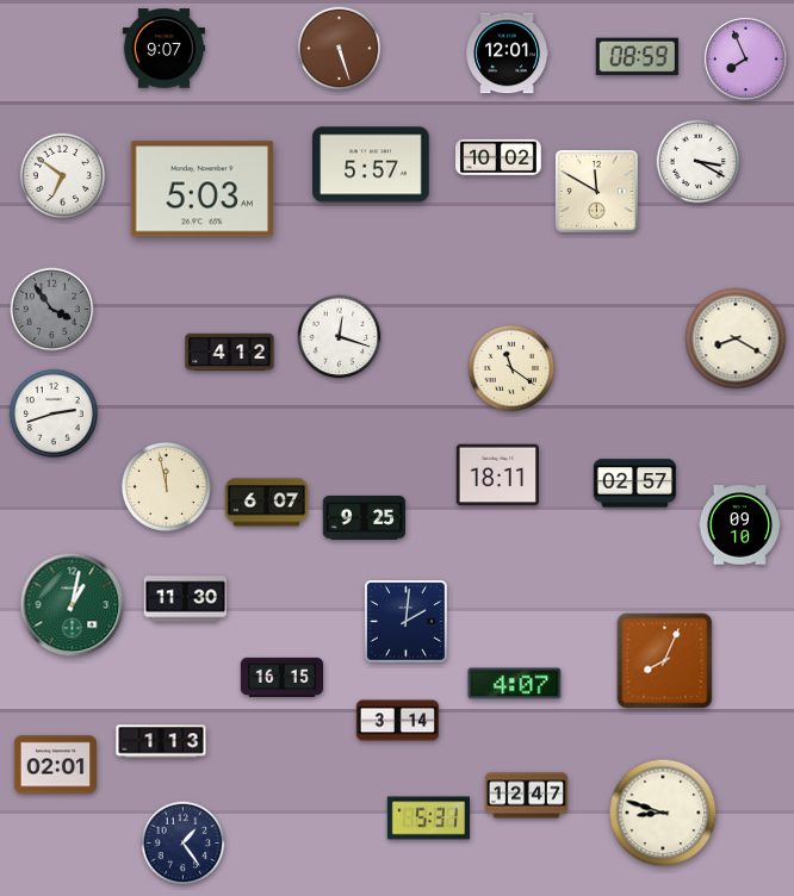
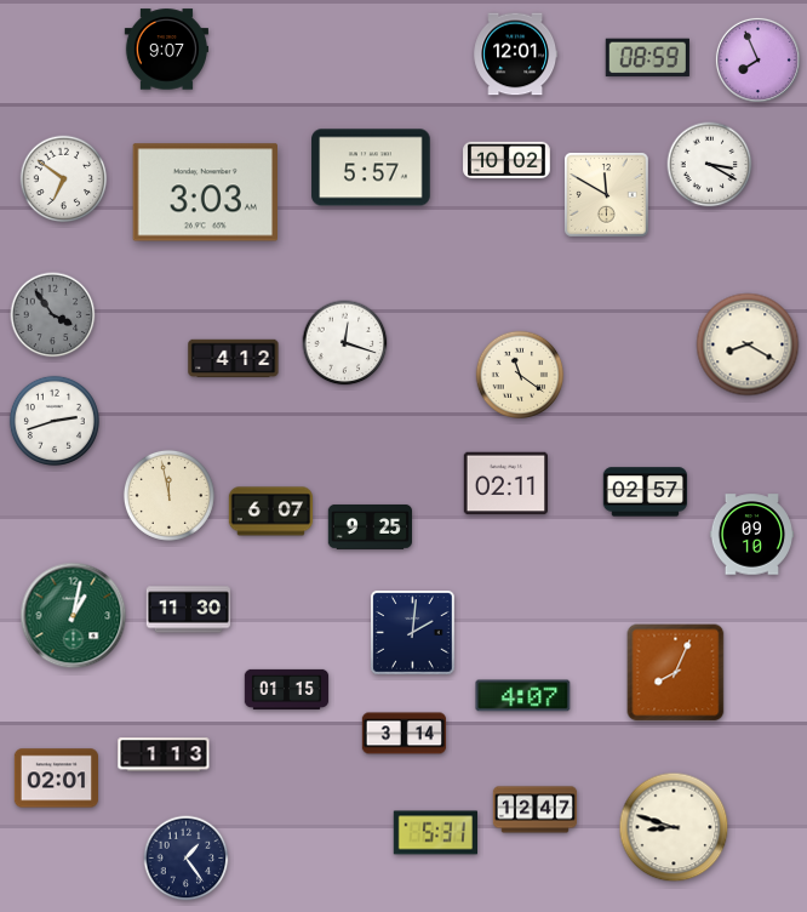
clock at (340, 49): 5:27 -> none
clock at (371, 164) position: (371, 164) -> (371, 167)
clock at (201, 189): 5:03 -> 3:03
clock at (497, 475): 18:11 -> 02:11
clock at (283, 677): 16:15 -> 01:15
